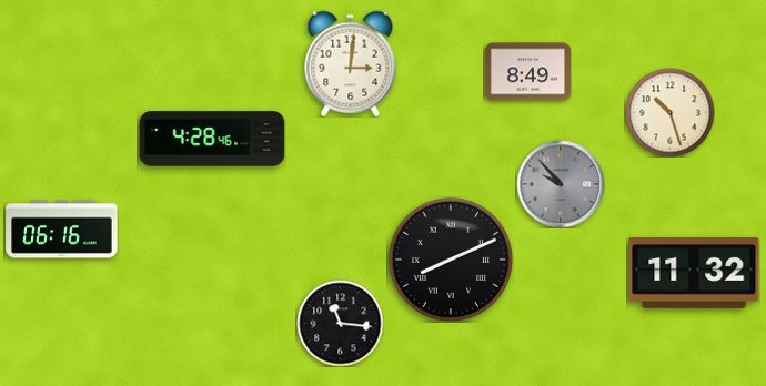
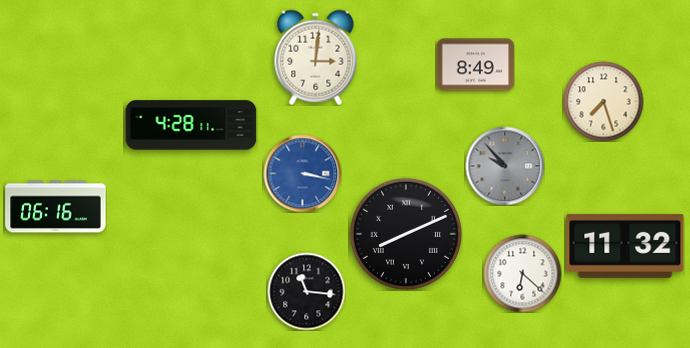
clock at (669, 112): 10:27 -> 7:27
clock at (212, 139): 4:28:46 -> 4:28:11
clock at (302, 173): none -> 3:17
clock at (522, 273): none -> 6:22
